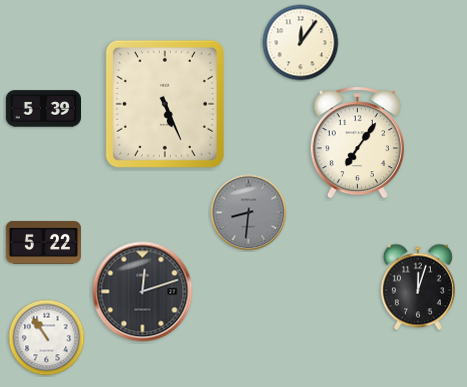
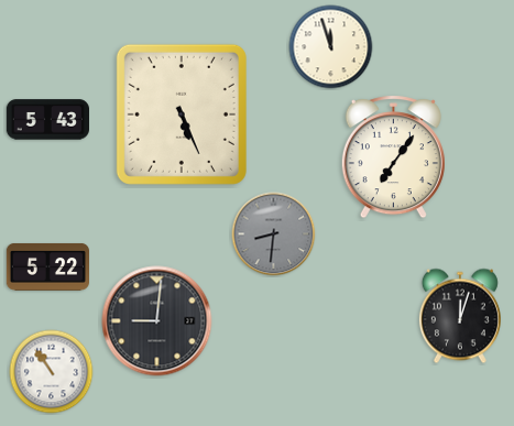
clock at (301, 43): 12:06 -> 11:57
clock at (43, 109): 5:39 -> 5:43
clock at (143, 292): 12:12 -> 9:01
